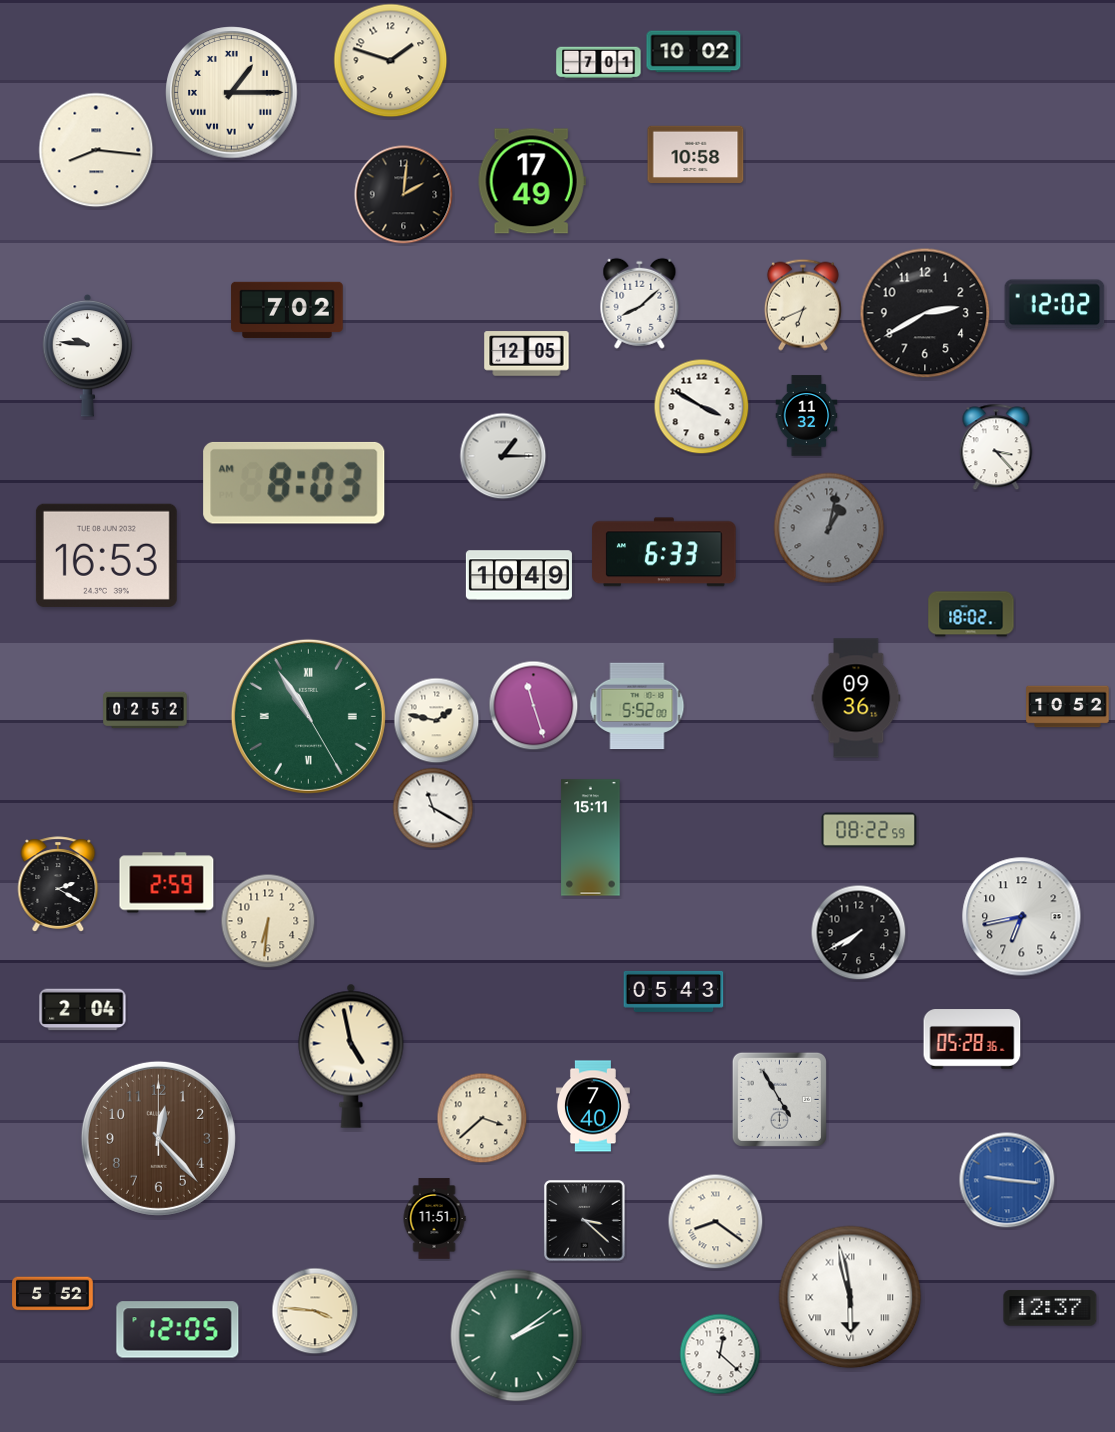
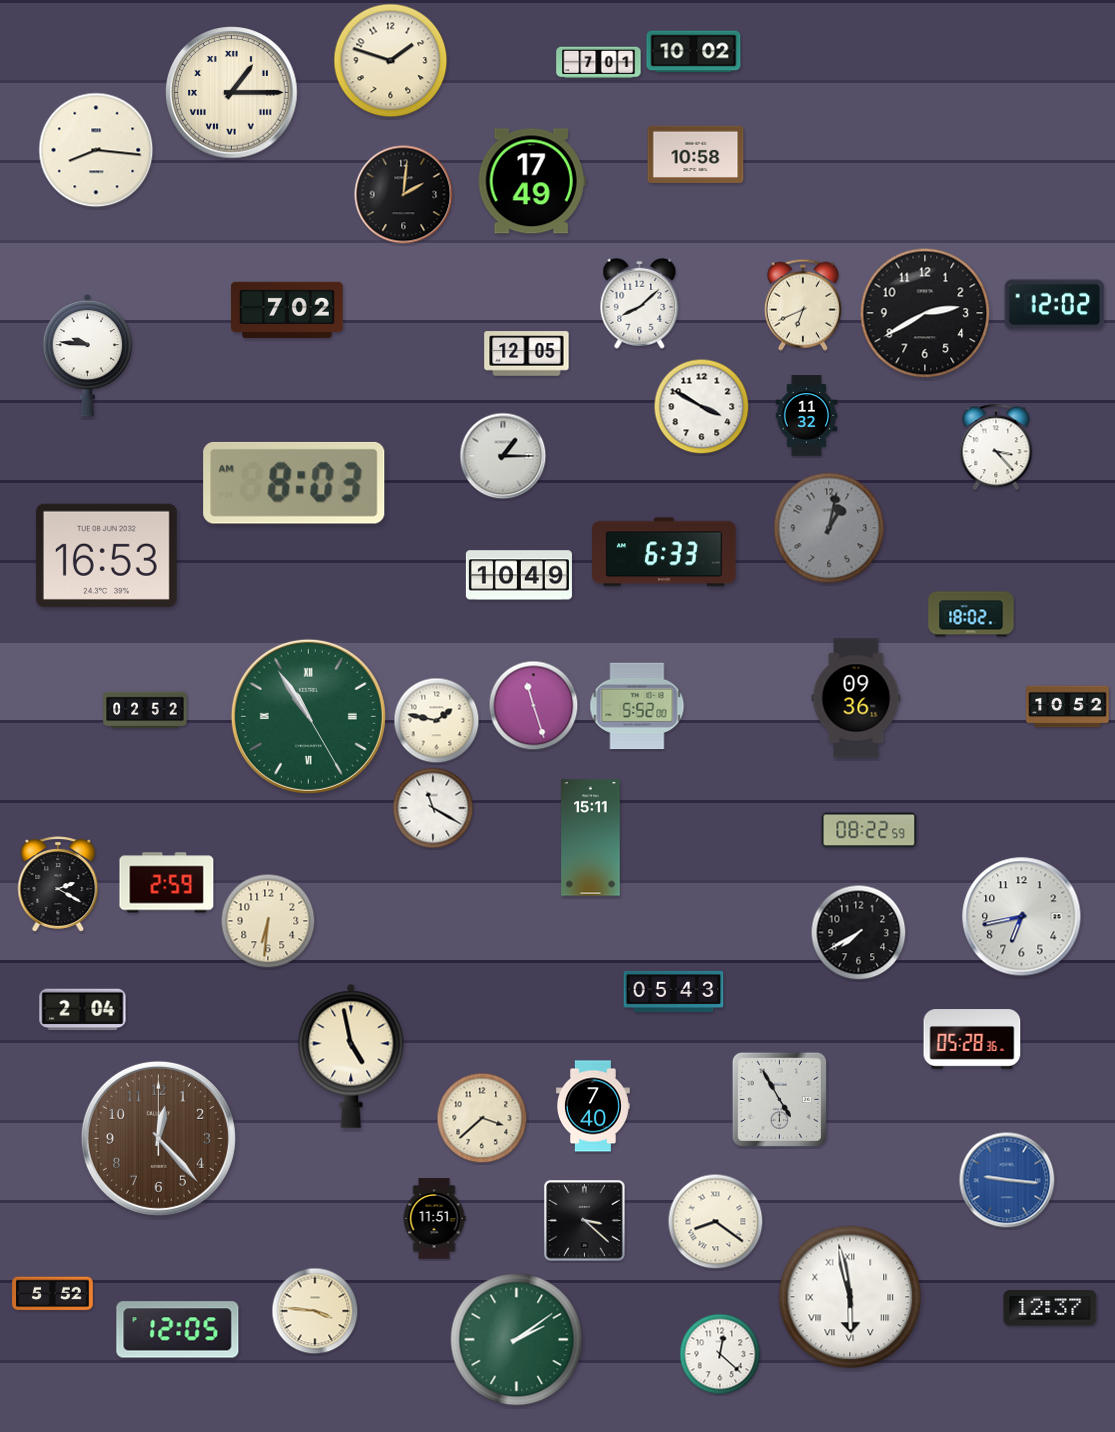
clock at (517, 1336) position: (517, 1336) -> (517, 1340)
